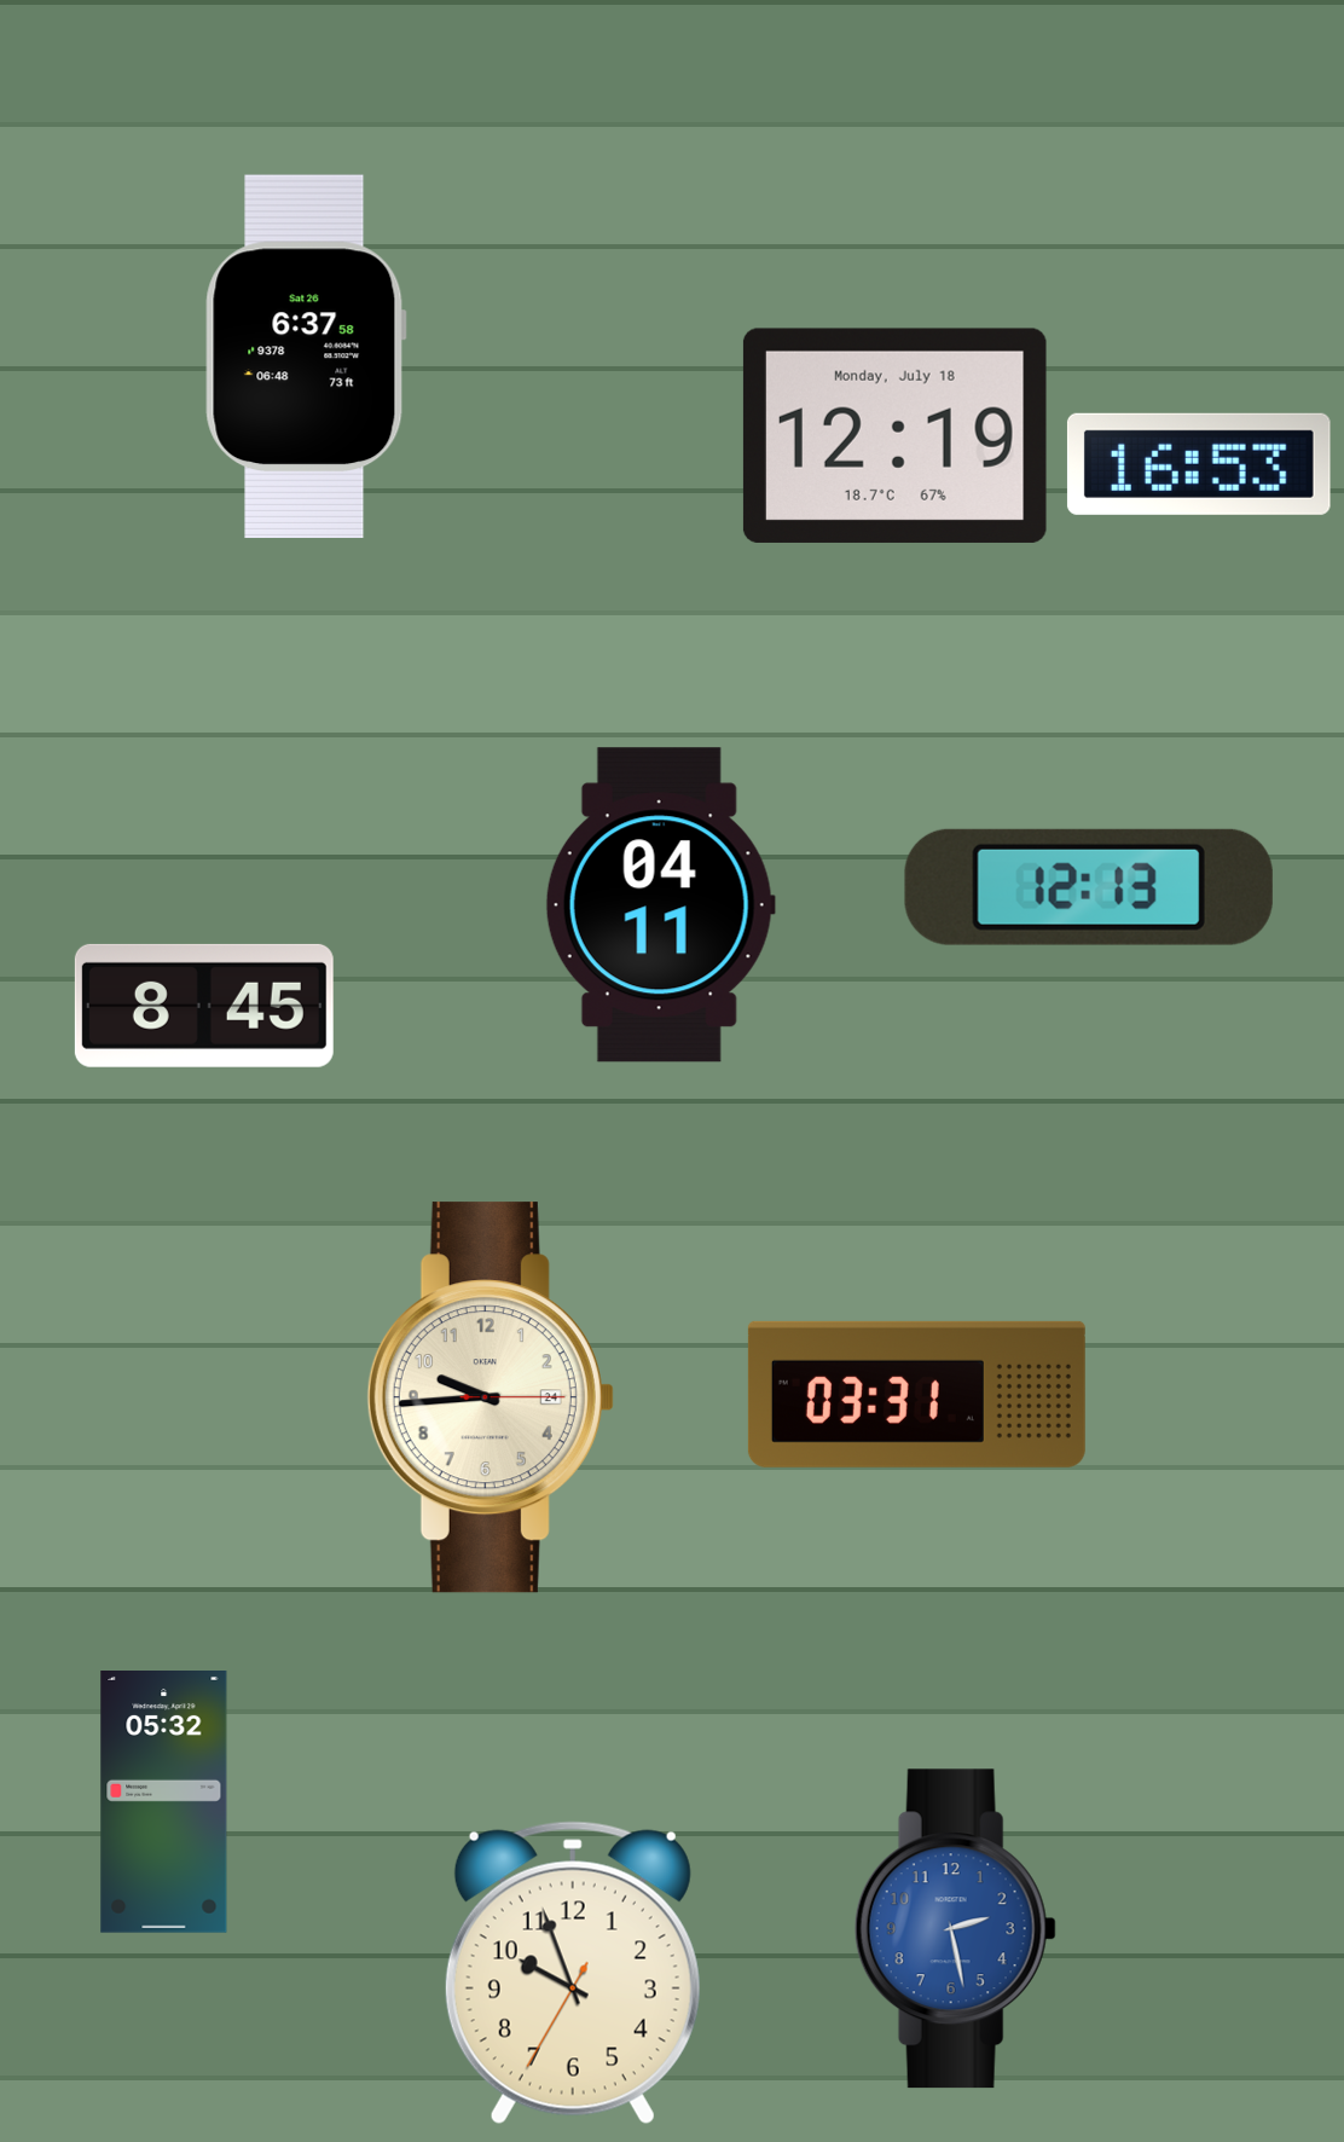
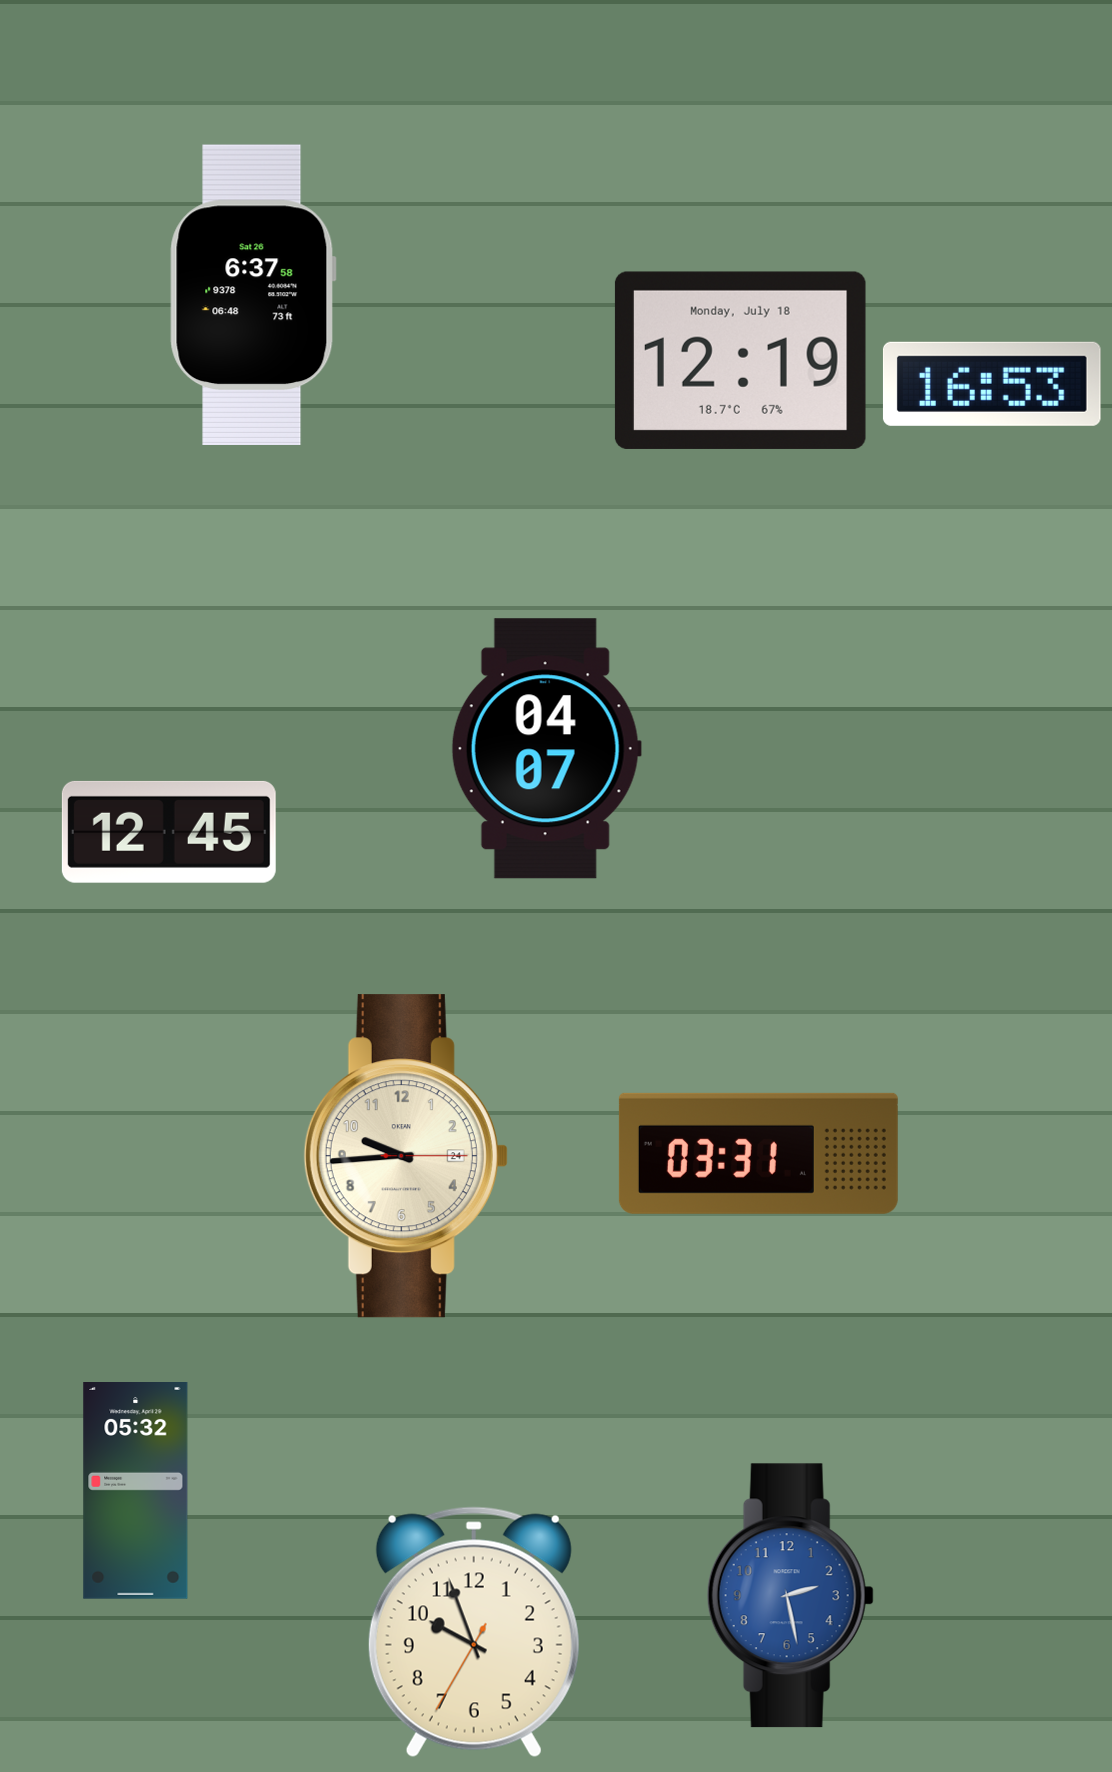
clock at (1089, 887): 12:13 -> none
clock at (660, 905): 04:11 -> 04:07
clock at (204, 1006): 8:45 -> 12:45
